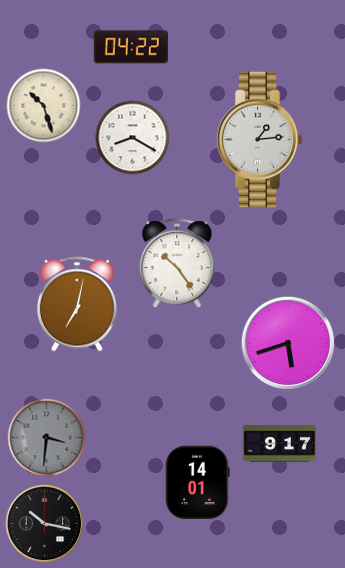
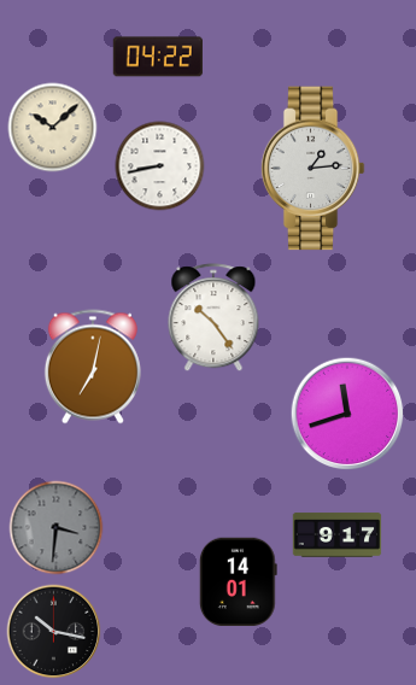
clock at (44, 106): 10:27 -> 10:08
clock at (133, 138): 8:20 -> 8:43
clock at (288, 343): 5:42 -> 11:42
